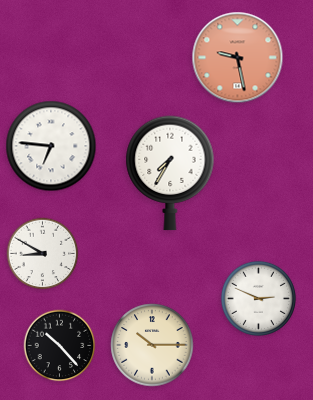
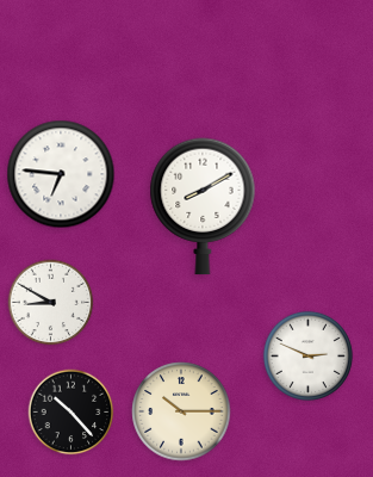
clock at (238, 58): 9:28 -> none
clock at (170, 173): 7:35 -> 8:10
